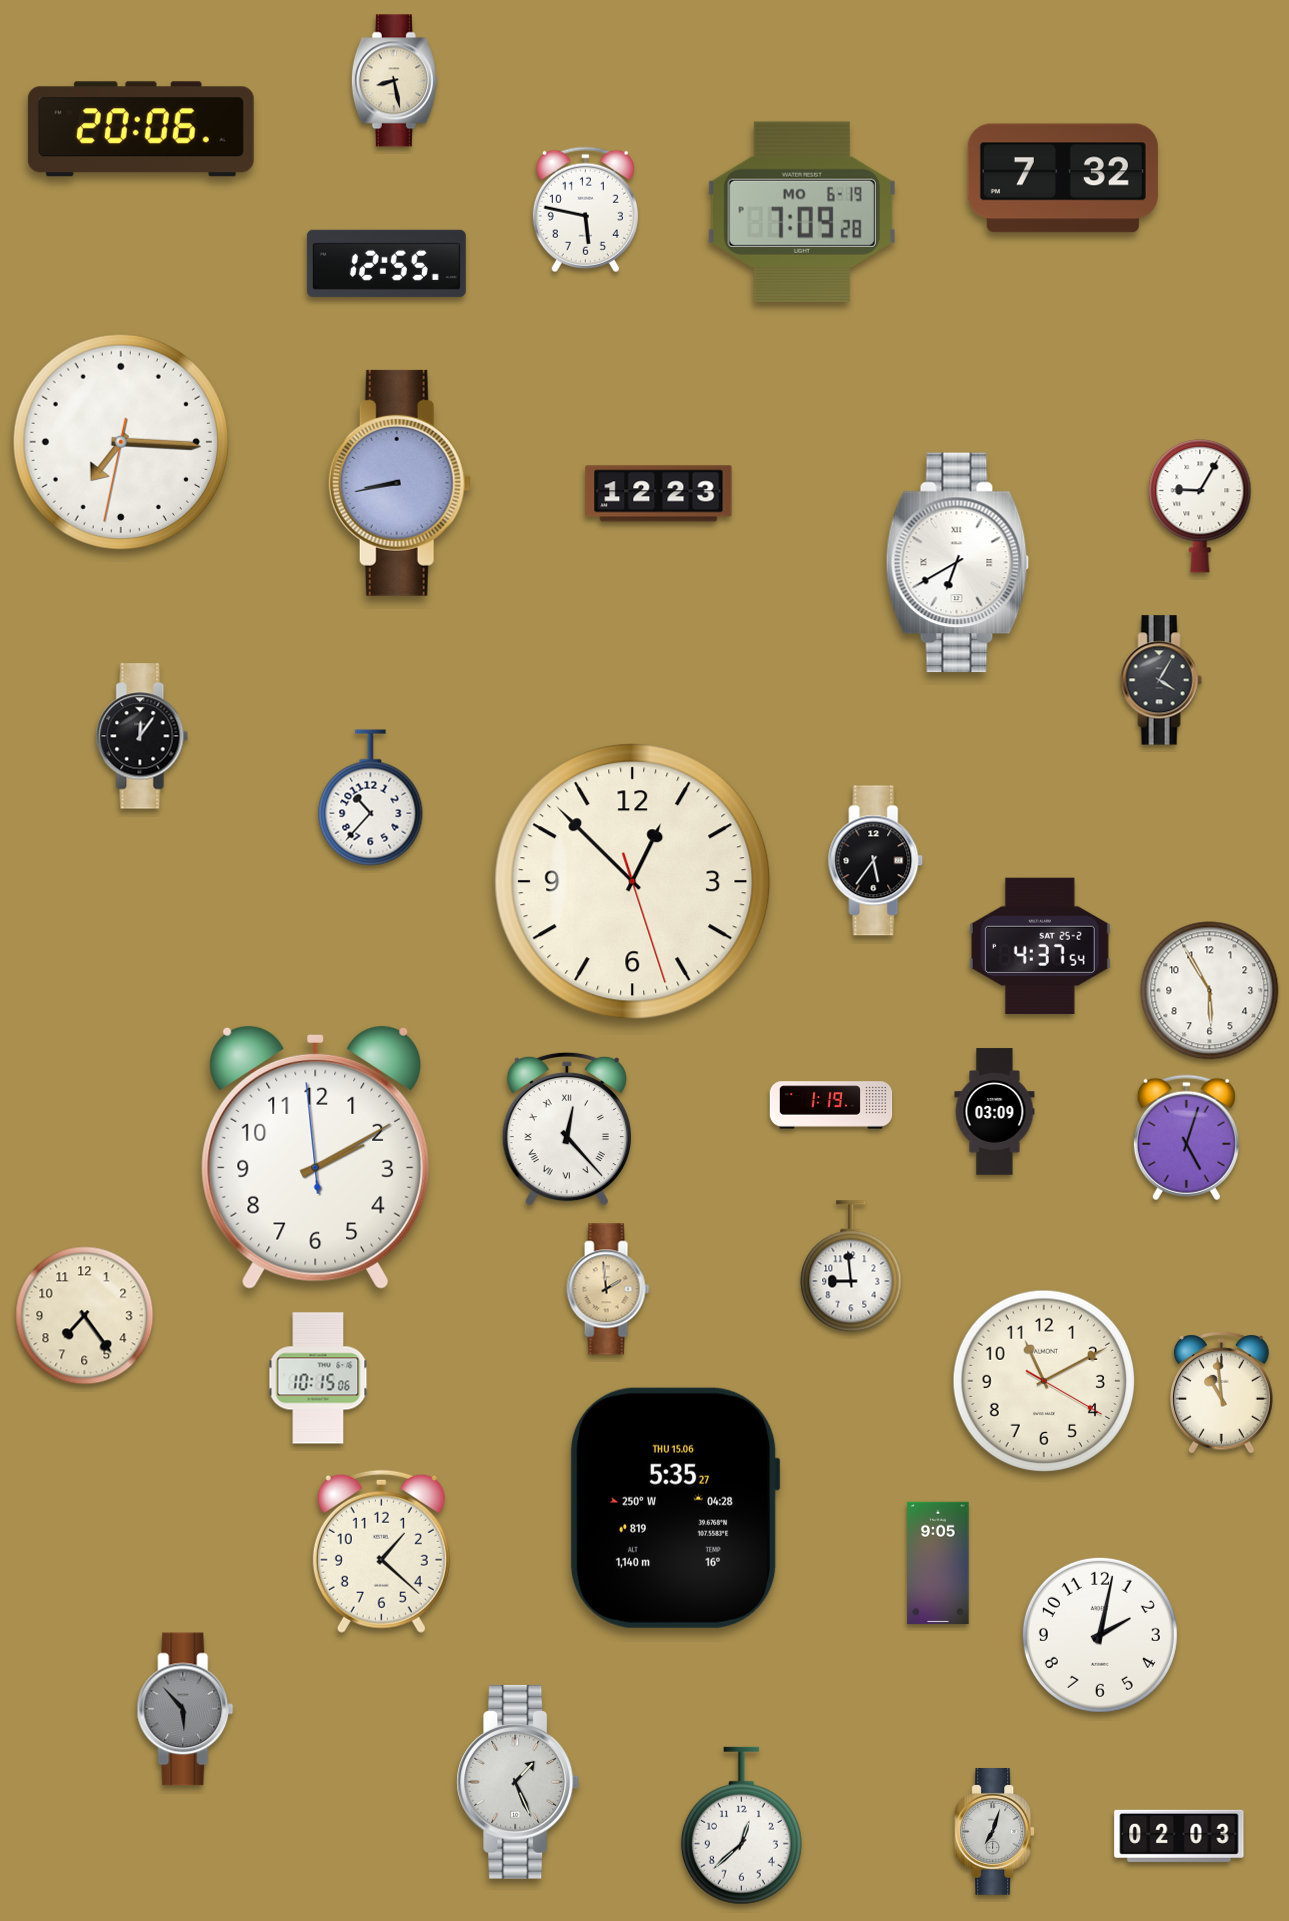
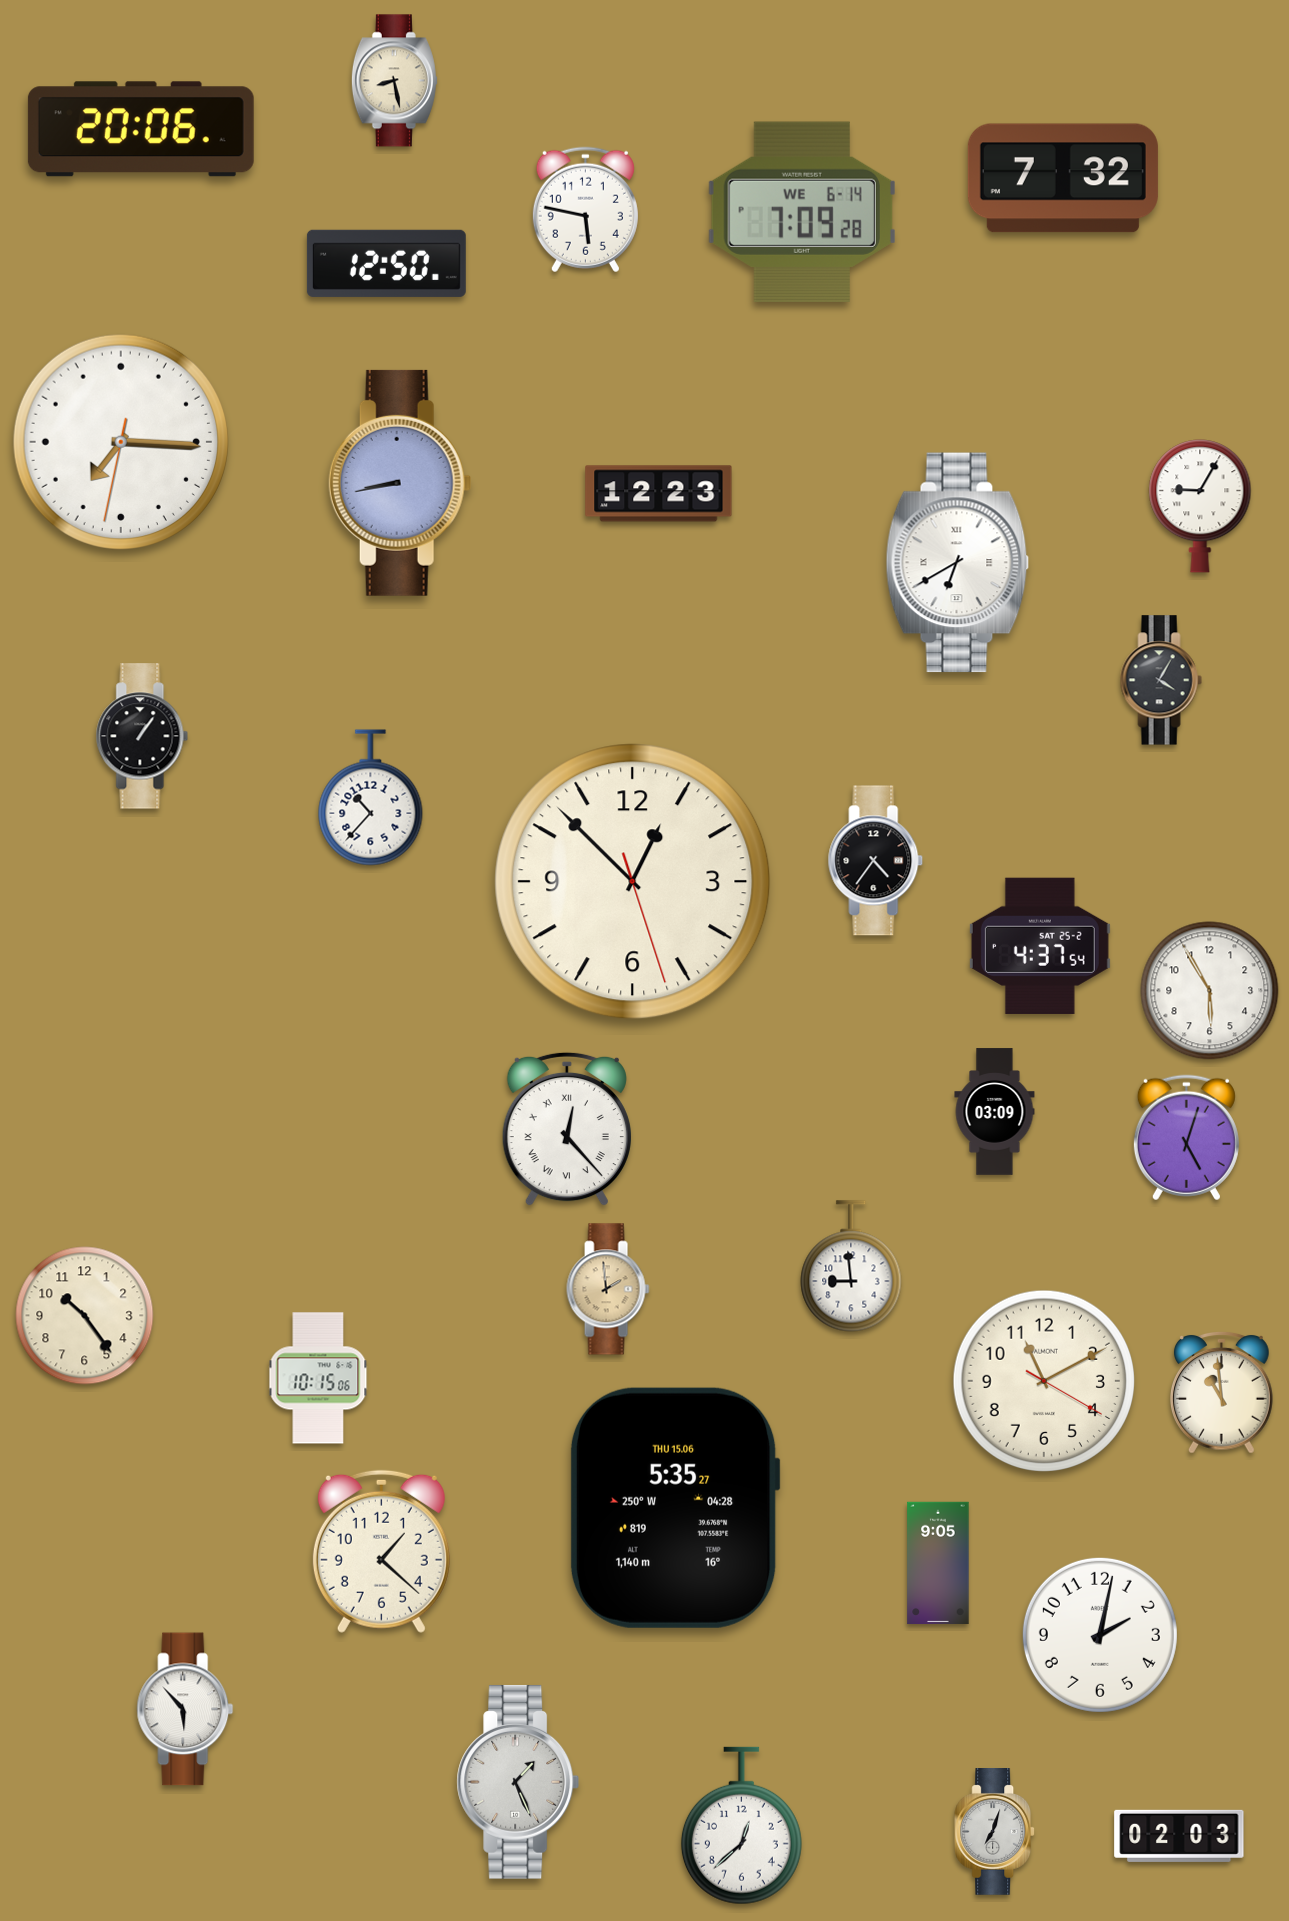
clock at (802, 212) date: MO 6-19 -> WE 6-14
clock at (386, 263): 12:55 -> 12:50
clock at (142, 736): 12:06 -> 1:06
clock at (876, 861): 5:36 -> 4:36
clock at (831, 1105): 1:19 -> none
clock at (316, 1157): 2:09 -> none
clock at (85, 1316): 7:24 -> 10:24
clock at (185, 1709) dial: grey -> white
